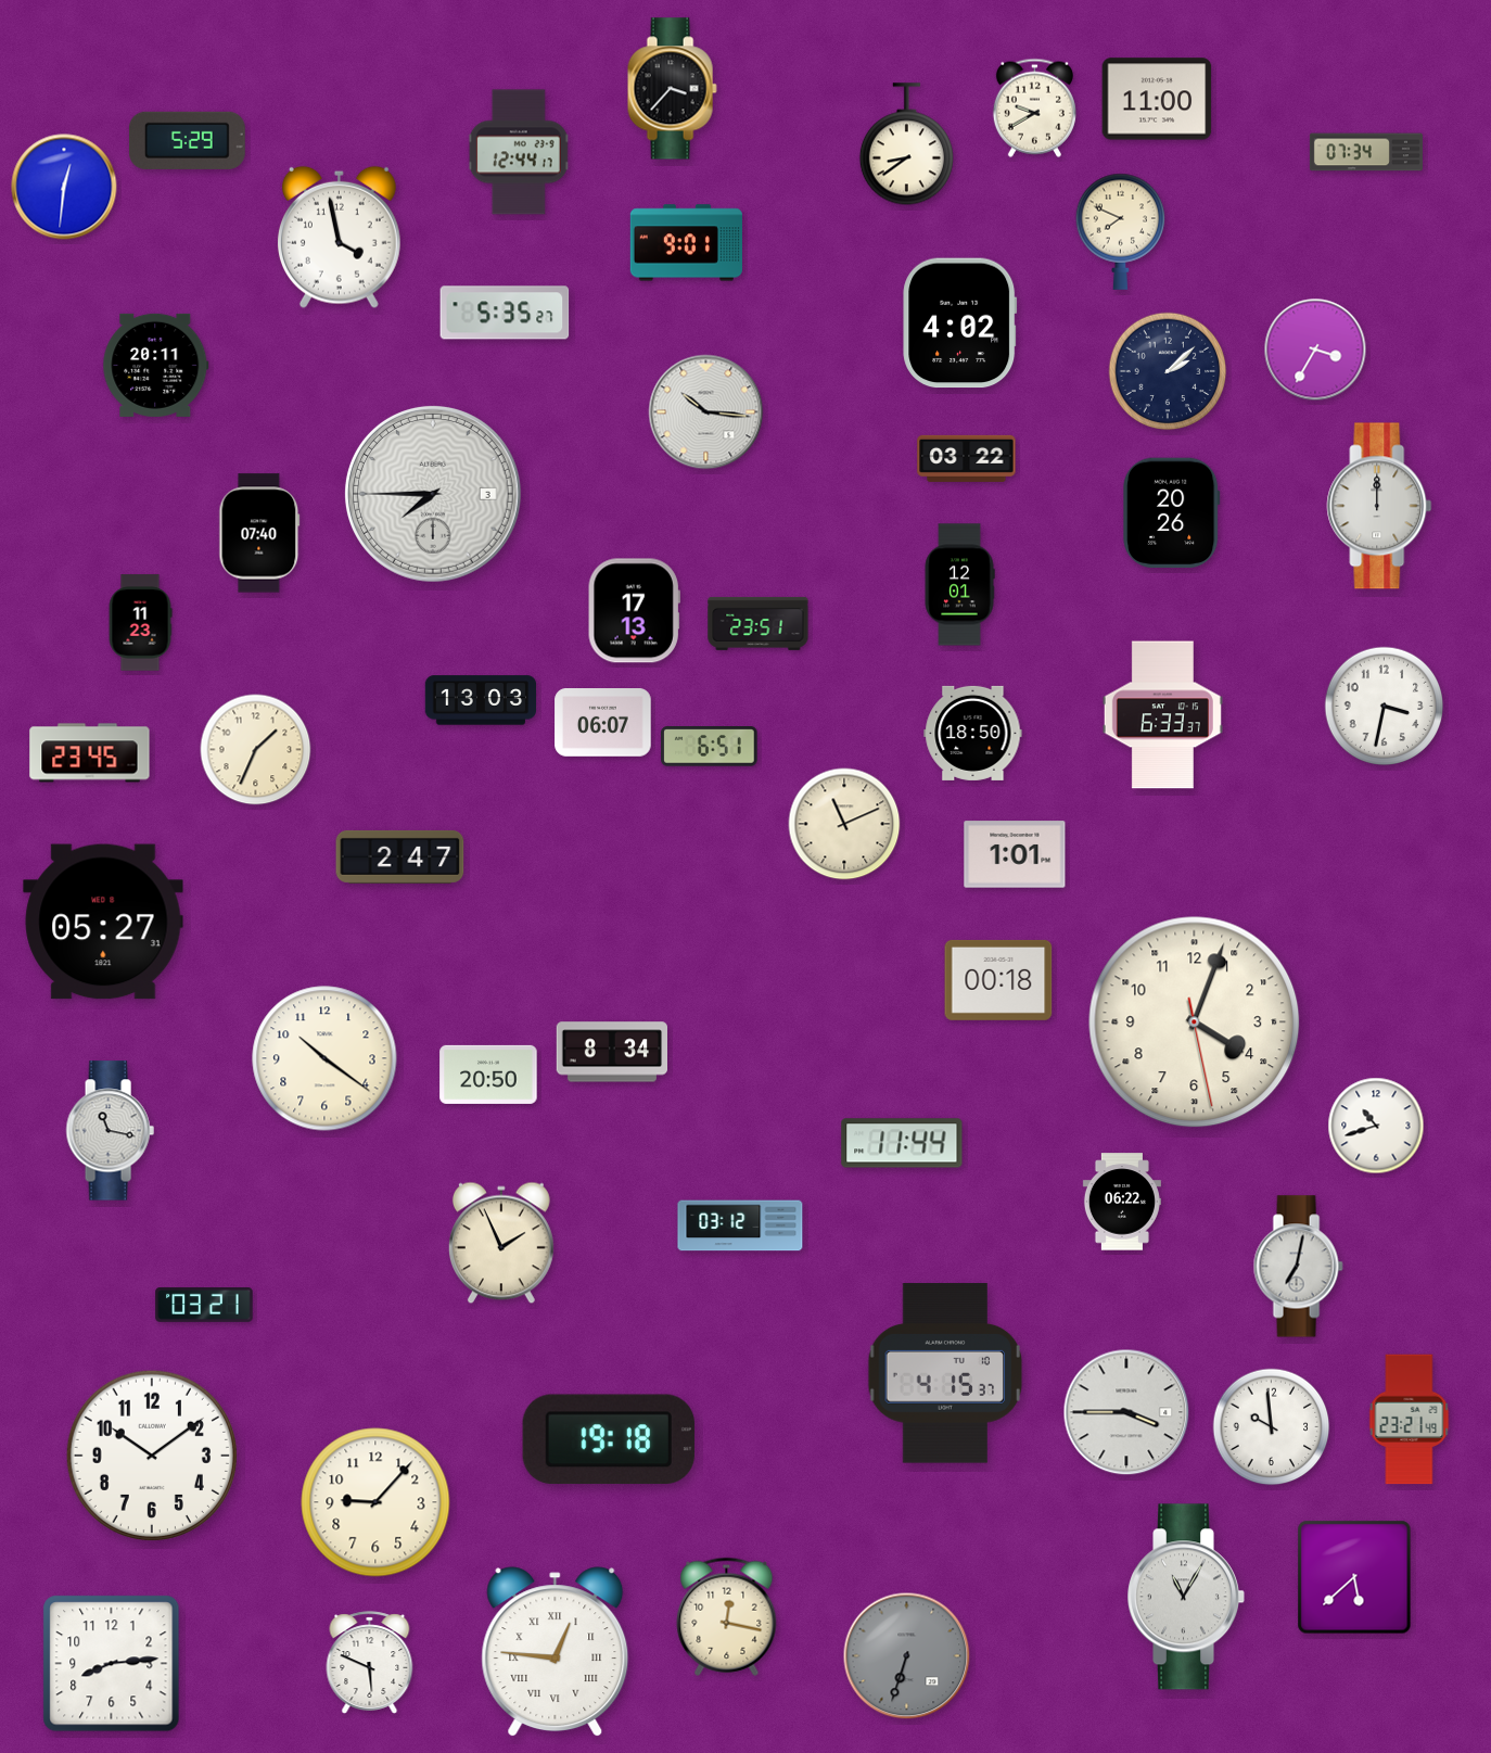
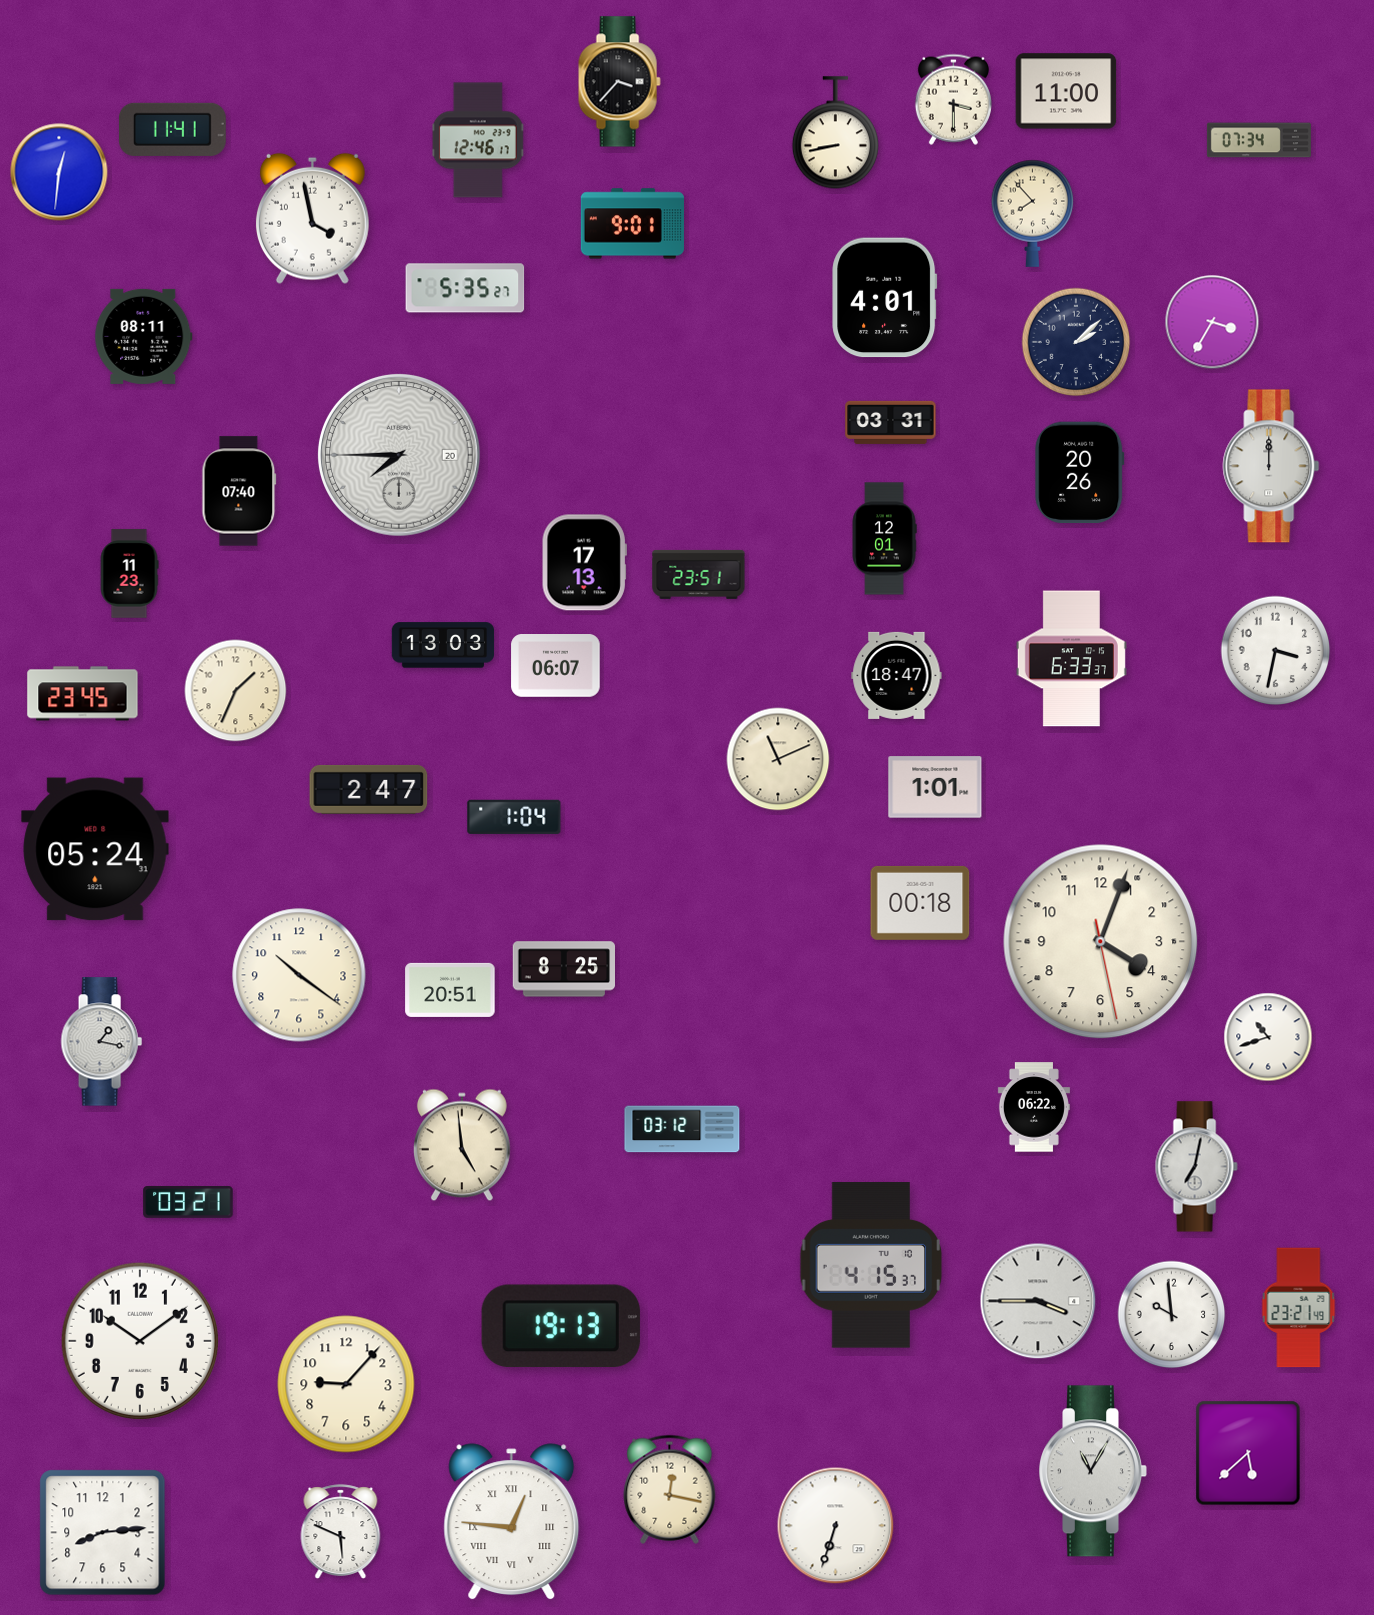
clock at (1034, 107): 9:40 -> 3:30
clock at (187, 140): 5:29 -> 11:41
clock at (906, 144): 8:39 -> 8:43
clock at (519, 152): 12:44 -> 12:46
clock at (1121, 231): 7:49 -> 7:53
clock at (960, 323): 4:02 -> 4:01
clock at (156, 365): 20:11 -> 08:11
clock at (706, 412): 10:16 -> none
clock at (967, 458): 03:22 -> 03:31
clock at (433, 494) date: 3 -> 20
clock at (973, 733): 18:50 -> 18:47
clock at (710, 747): 6:51 -> none
clock at (514, 817): none -> 1:04
clock at (103, 922): 05:27 -> 05:24
clock at (611, 1052): 8:34 -> 8:25
clock at (488, 1075): 20:50 -> 20:51
clock at (110, 1131): 11:17 -> 1:17
clock at (902, 1143): 11:44 -> none
clock at (501, 1243): 1:56 -> 4:59
clock at (609, 1439): 19:18 -> 19:13
clock at (907, 1656) dial: grey -> white
